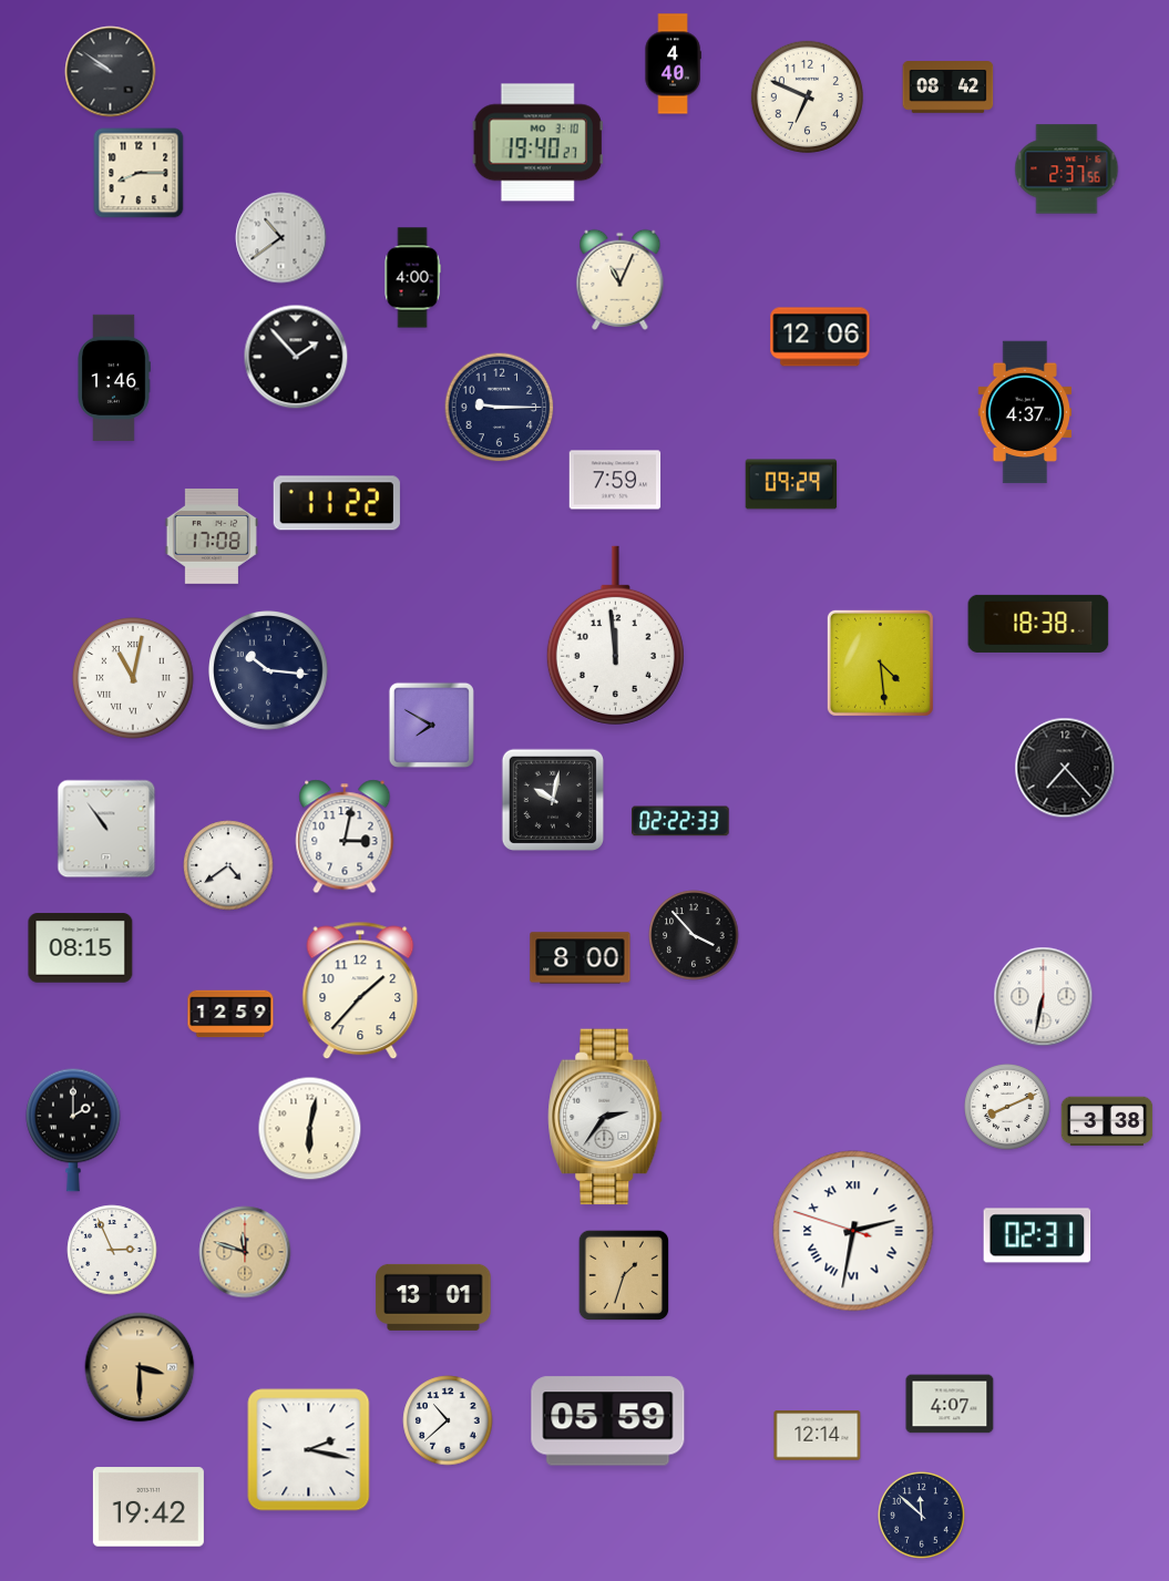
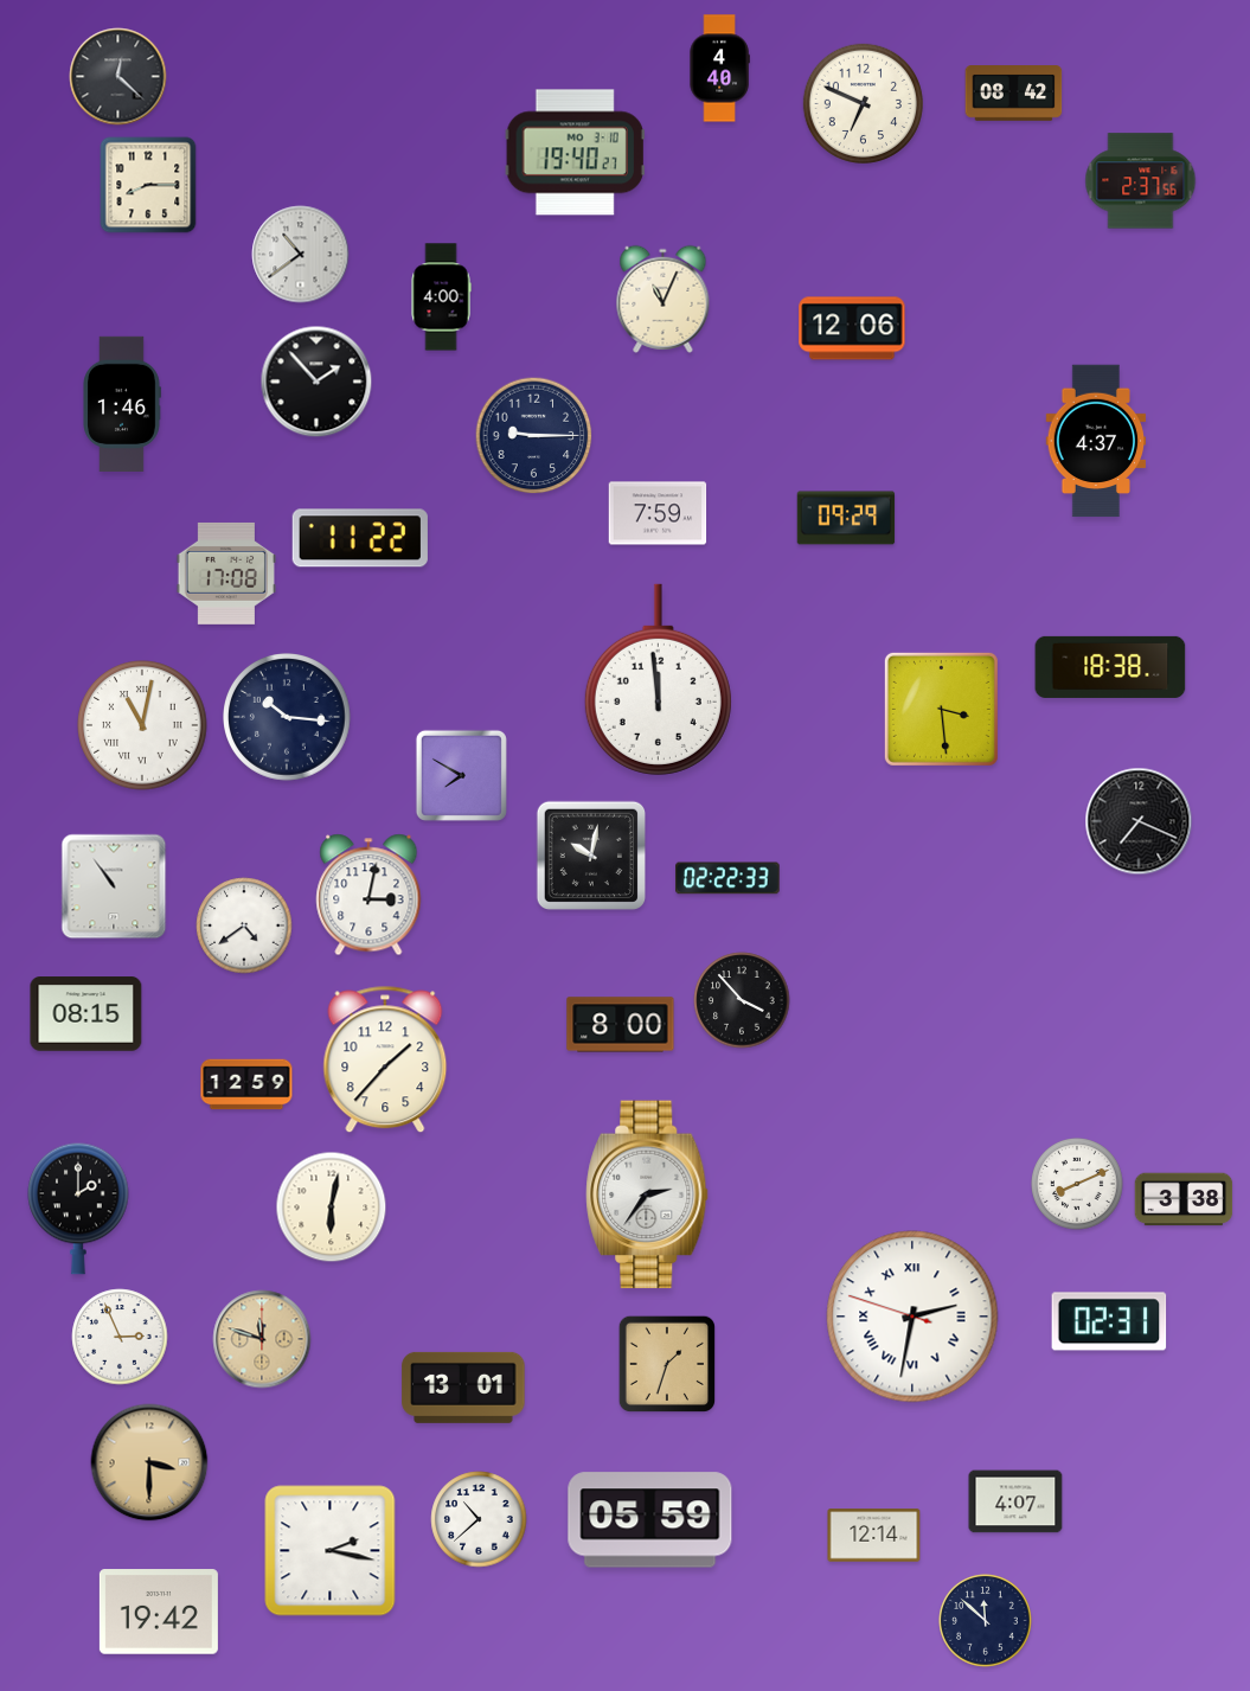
clock at (111, 72): 9:51 -> 12:22
clock at (820, 337) position: (820, 337) -> (852, 328)
clock at (880, 663): 4:29 -> 3:29
clock at (1065, 768): 7:23 -> 7:19
clock at (1044, 997): 6:32 -> none
